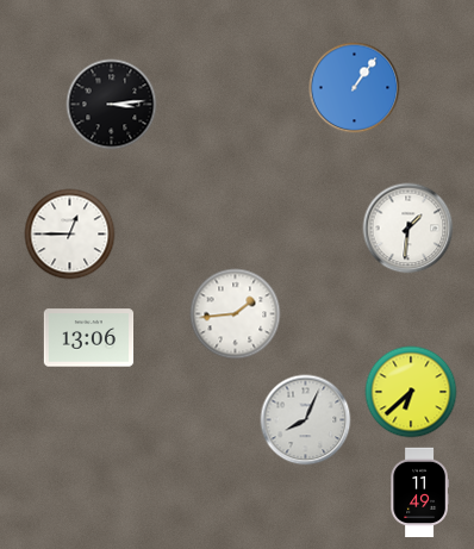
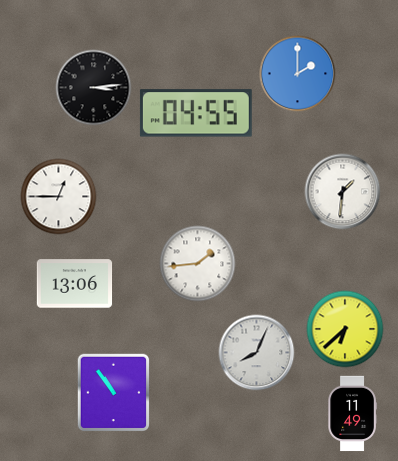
clock at (355, 88): 1:06 -> 2:00
clock at (196, 113): none -> 04:55
clock at (114, 393): none -> 10:54
